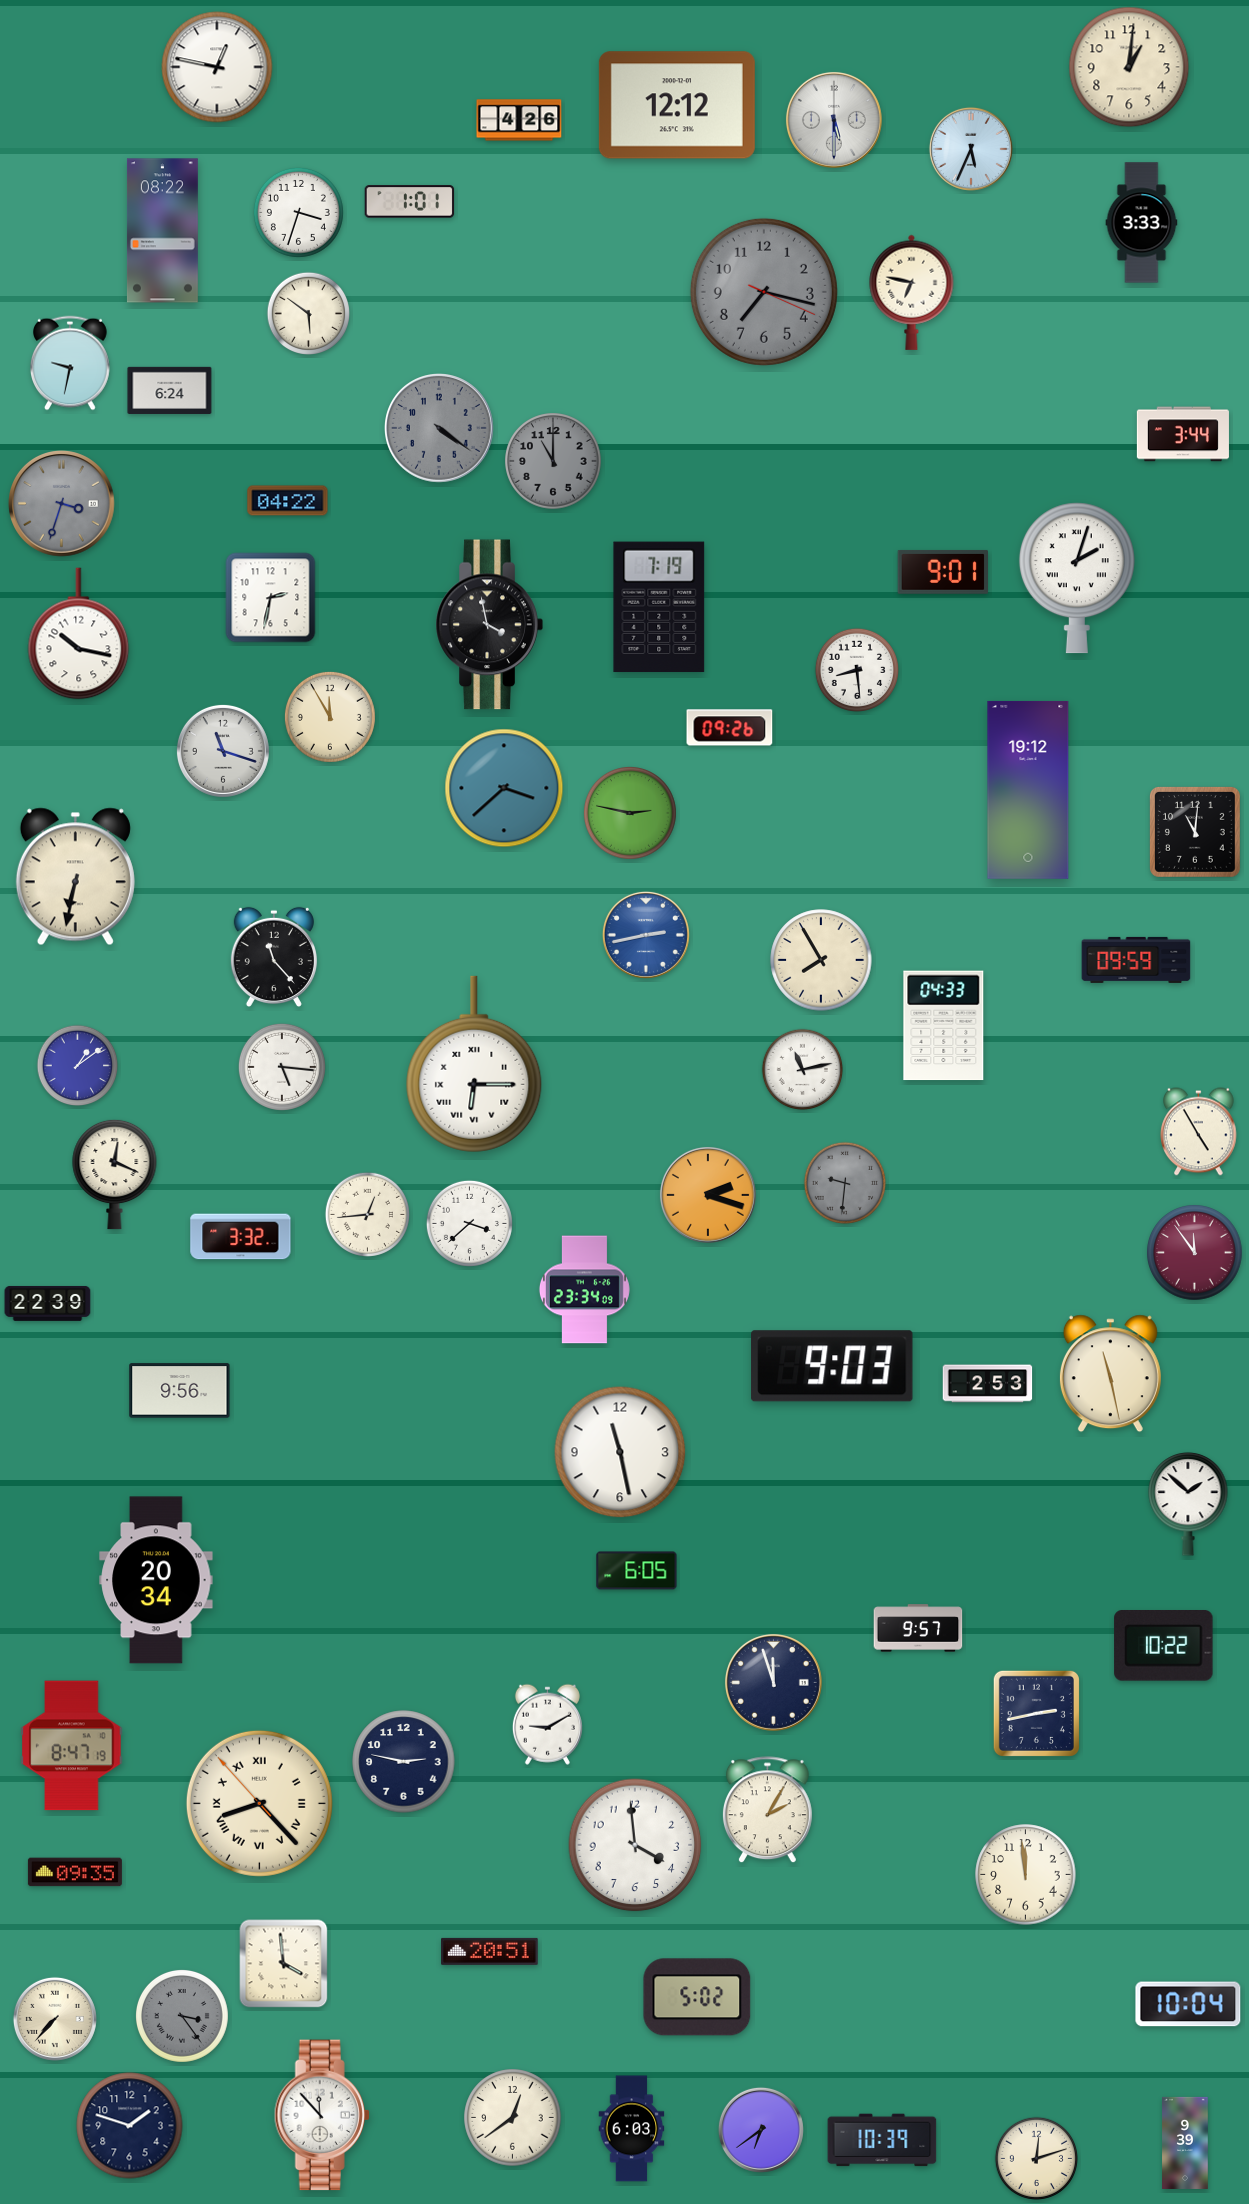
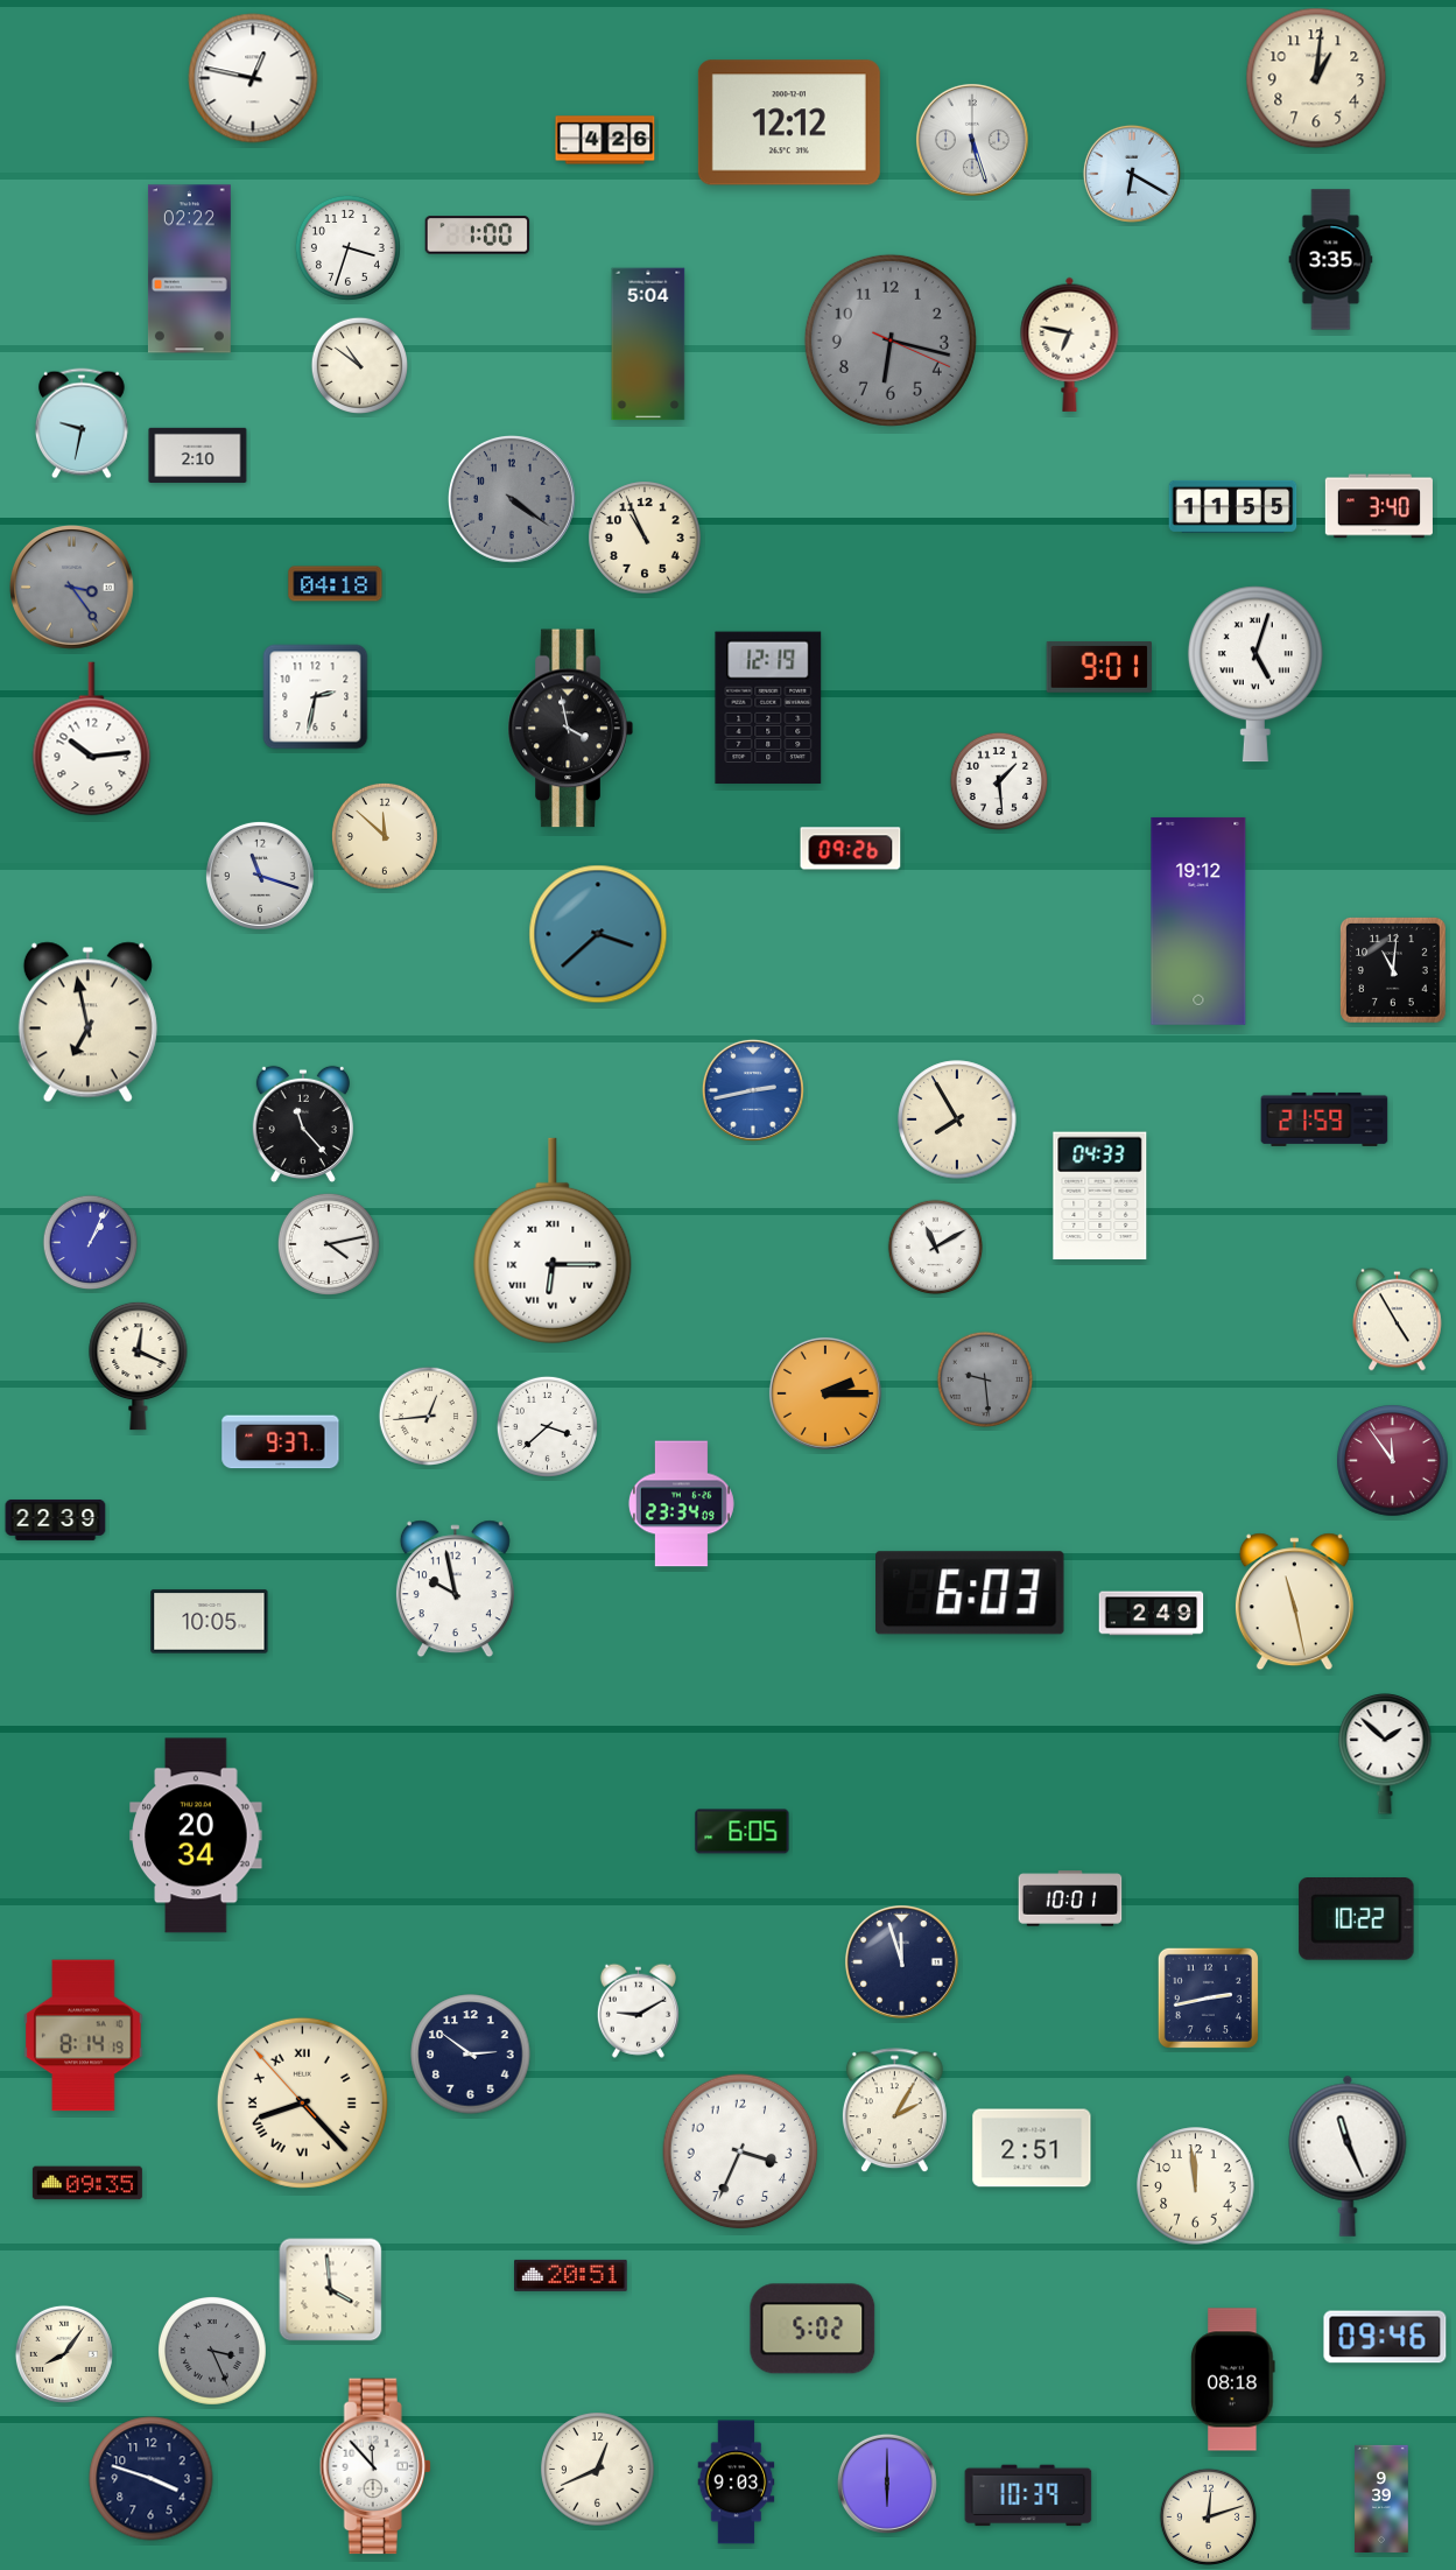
clock at (834, 120): 5:30 -> 5:27
clock at (971, 149): 5:34 -> 6:20
clock at (410, 202): 1:01 -> 1:00
clock at (1142, 223): 3:33 -> 3:35
clock at (162, 231): 08:22 -> 02:22
clock at (764, 292): 7:17 -> 6:17
clock at (912, 292) position: (912, 292) -> (1070, 344)
clock at (648, 344): none -> 5:04
clock at (308, 313): 5:51 -> 10:51
clock at (170, 390): 6:24 -> 2:10
clock at (1233, 506): none -> 11:55
clock at (1183, 434): 3:44 -> 3:40
clock at (553, 461): 11:00 -> 10:56
clock at (553, 461) dial: grey -> cream
clock at (288, 501): 04:22 -> 04:18
clock at (62, 504): 3:33 -> 3:24
clock at (1077, 578): 2:03 -> 5:03
clock at (659, 607): 7:19 -> 12:19
clock at (79, 634): 10:17 -> 10:14
clock at (856, 669): 8:29 -> 1:29
clock at (330, 717): 11:55 -> 11:52
clock at (504, 788) position: (504, 788) -> (598, 934)
clock at (630, 813): 2:47 -> none
clock at (75, 877): 6:32 -> 6:58
clock at (274, 956) position: (274, 956) -> (303, 1123)
clock at (1136, 960): 09:59 -> 21:59
clock at (78, 1066): 1:09 -> 1:04
clock at (282, 1067): 5:16 -> 4:13
clock at (803, 1070): 11:13 -> 11:10
clock at (115, 1174) position: (115, 1174) -> (139, 1365)
clock at (845, 1183): 9:31 -> 9:29
clock at (708, 1195): 2:18 -> 2:15
clock at (241, 1237): 3:32 -> 9:37
clock at (455, 1589): none -> 9:58
clock at (832, 1366): 9:03 -> 6:03
clock at (988, 1384): 2:53 -> 2:49
clock at (180, 1391): 9:56 -> 10:05
clock at (620, 1452): 11:28 -> none
clock at (156, 1580) position: (156, 1580) -> (196, 1835)
clock at (918, 1628): 9:57 -> 10:01
clock at (72, 1746): 8:47 -> 8:14
clock at (404, 1762): 2:47 -> 2:51
clock at (1032, 2148): none -> 2:51
clock at (635, 1845): 3:59 -> 3:34
clock at (1348, 2156): none -> 11:26
clock at (1188, 2004): 10:04 -> 09:46
clock at (182, 2016): 3:24 -> 3:26
clock at (55, 2019): 7:37 -> 8:06
clock at (1233, 2380): none -> 08:18
clock at (513, 2118): 12:39 -> 12:41
clock at (130, 2126): 1:48 -> 3:48
clock at (632, 2129): 6:03 -> 9:03
clock at (761, 2130): 6:39 -> 6:00
